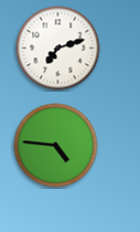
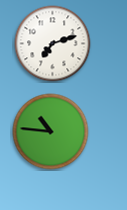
clock at (56, 146): 4:46 -> 10:46
